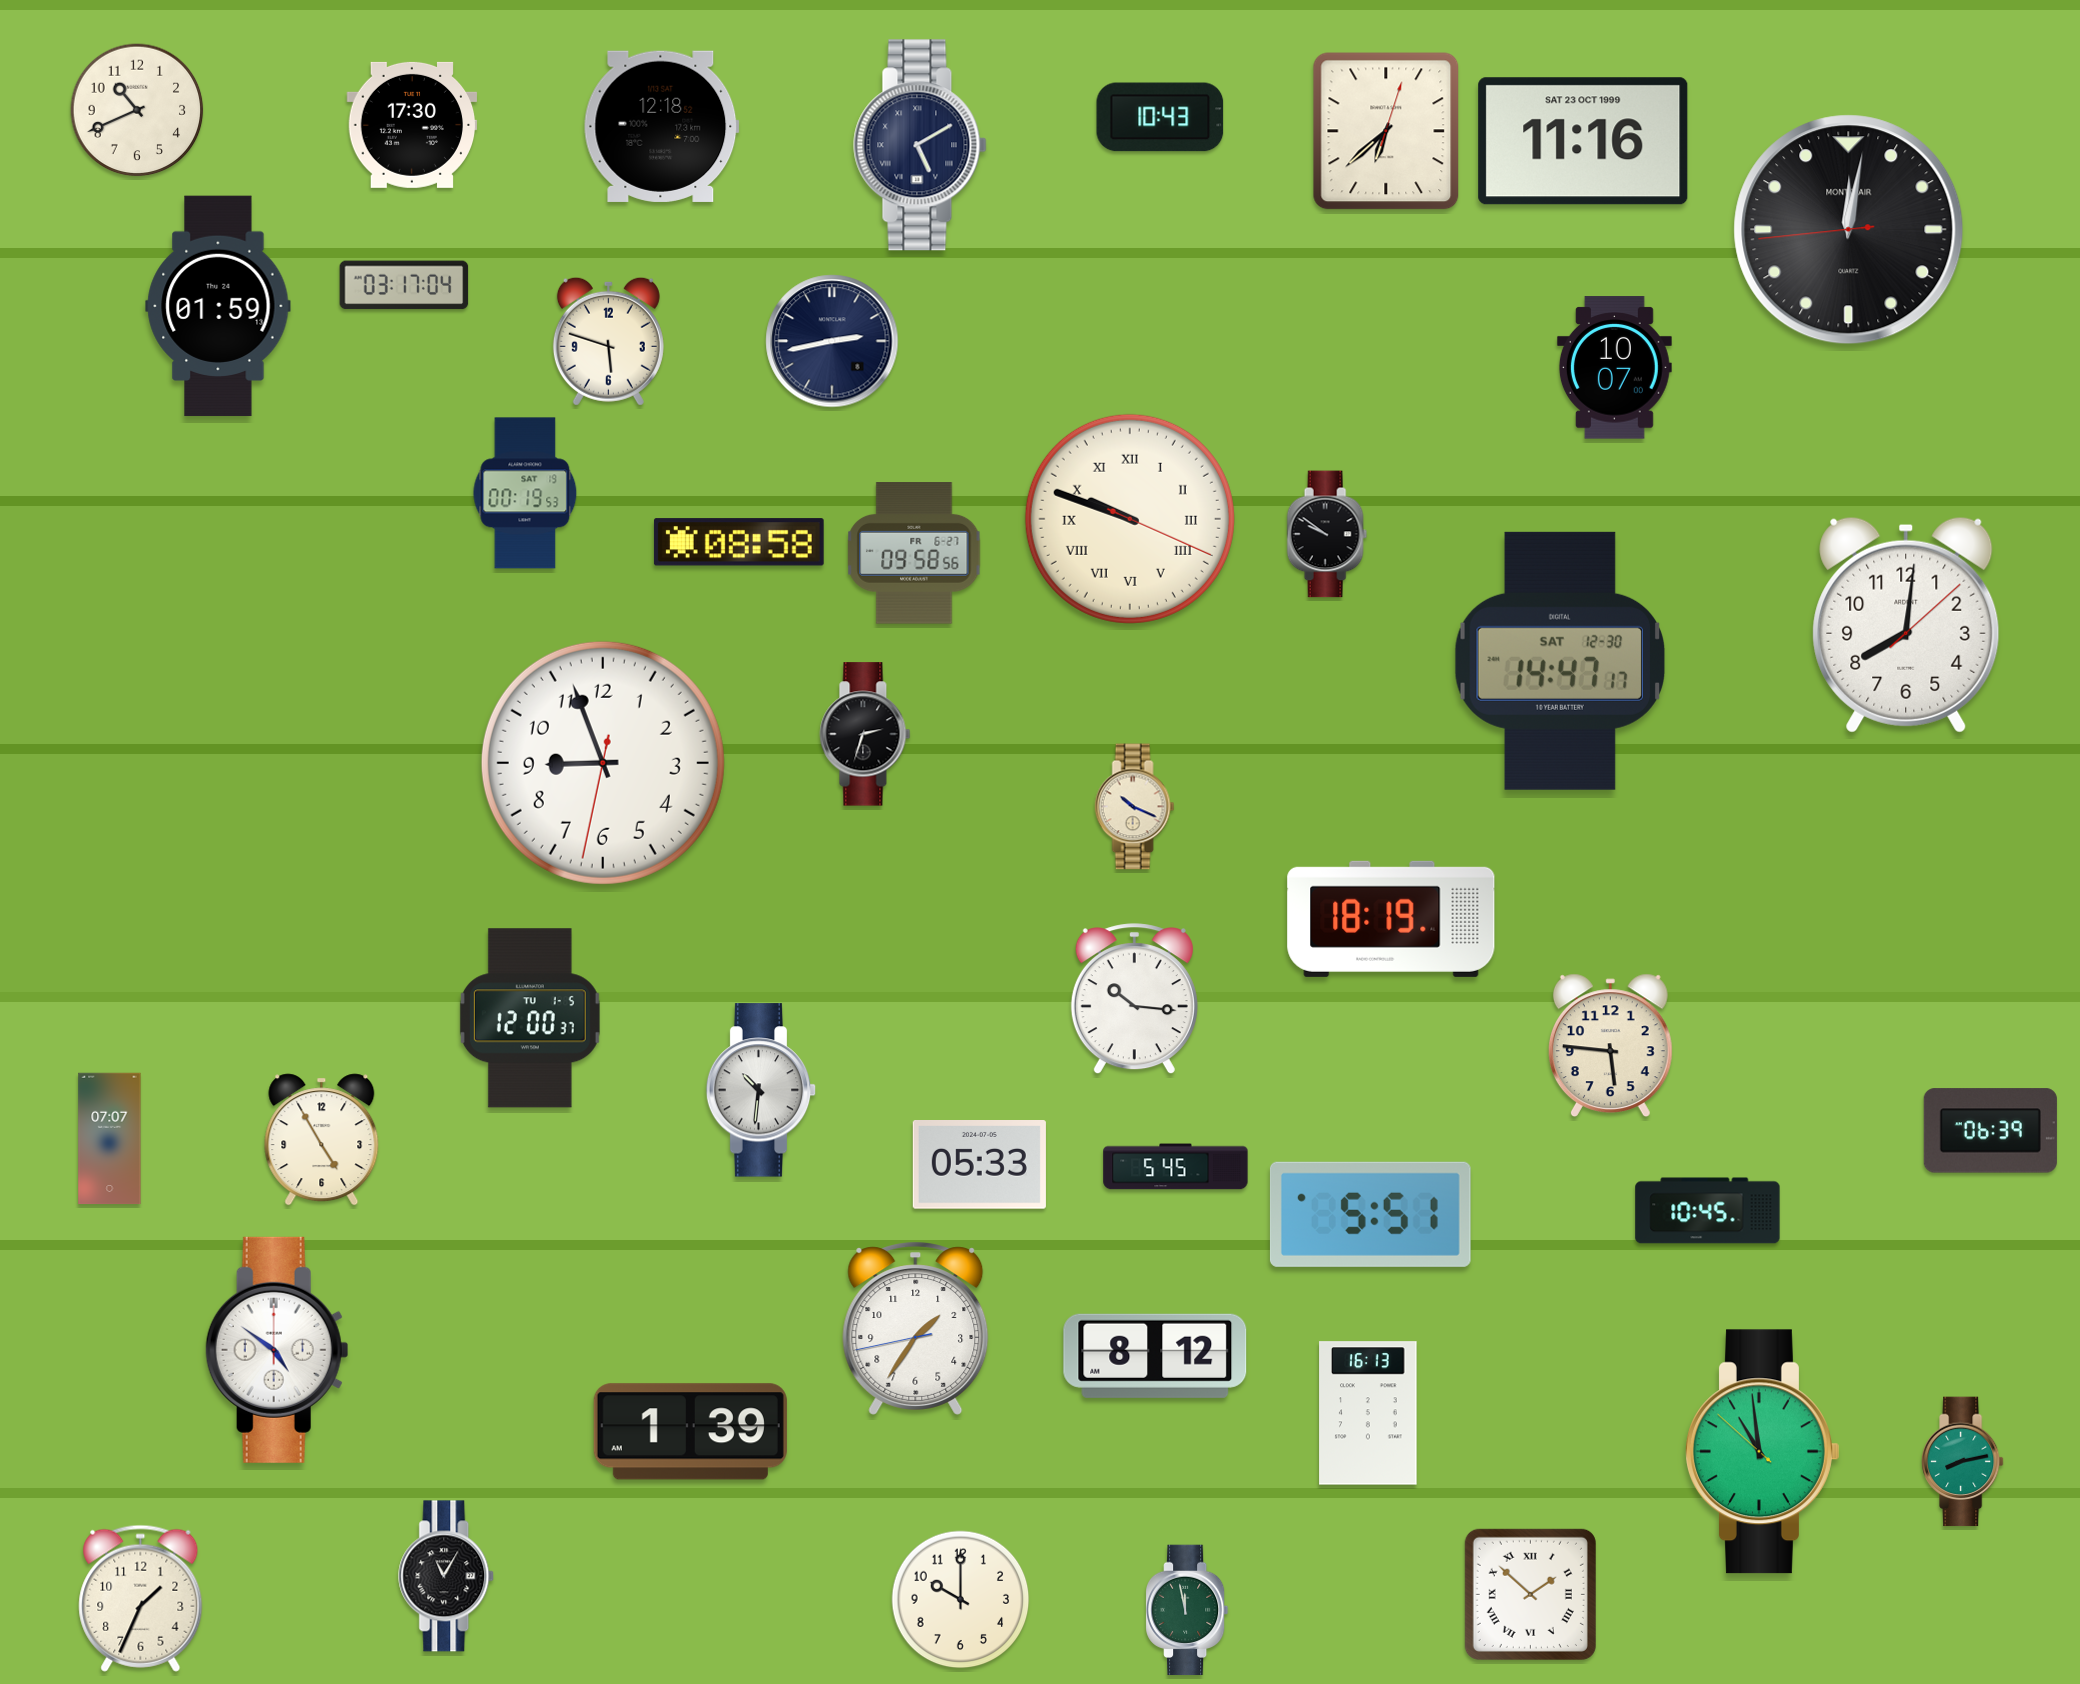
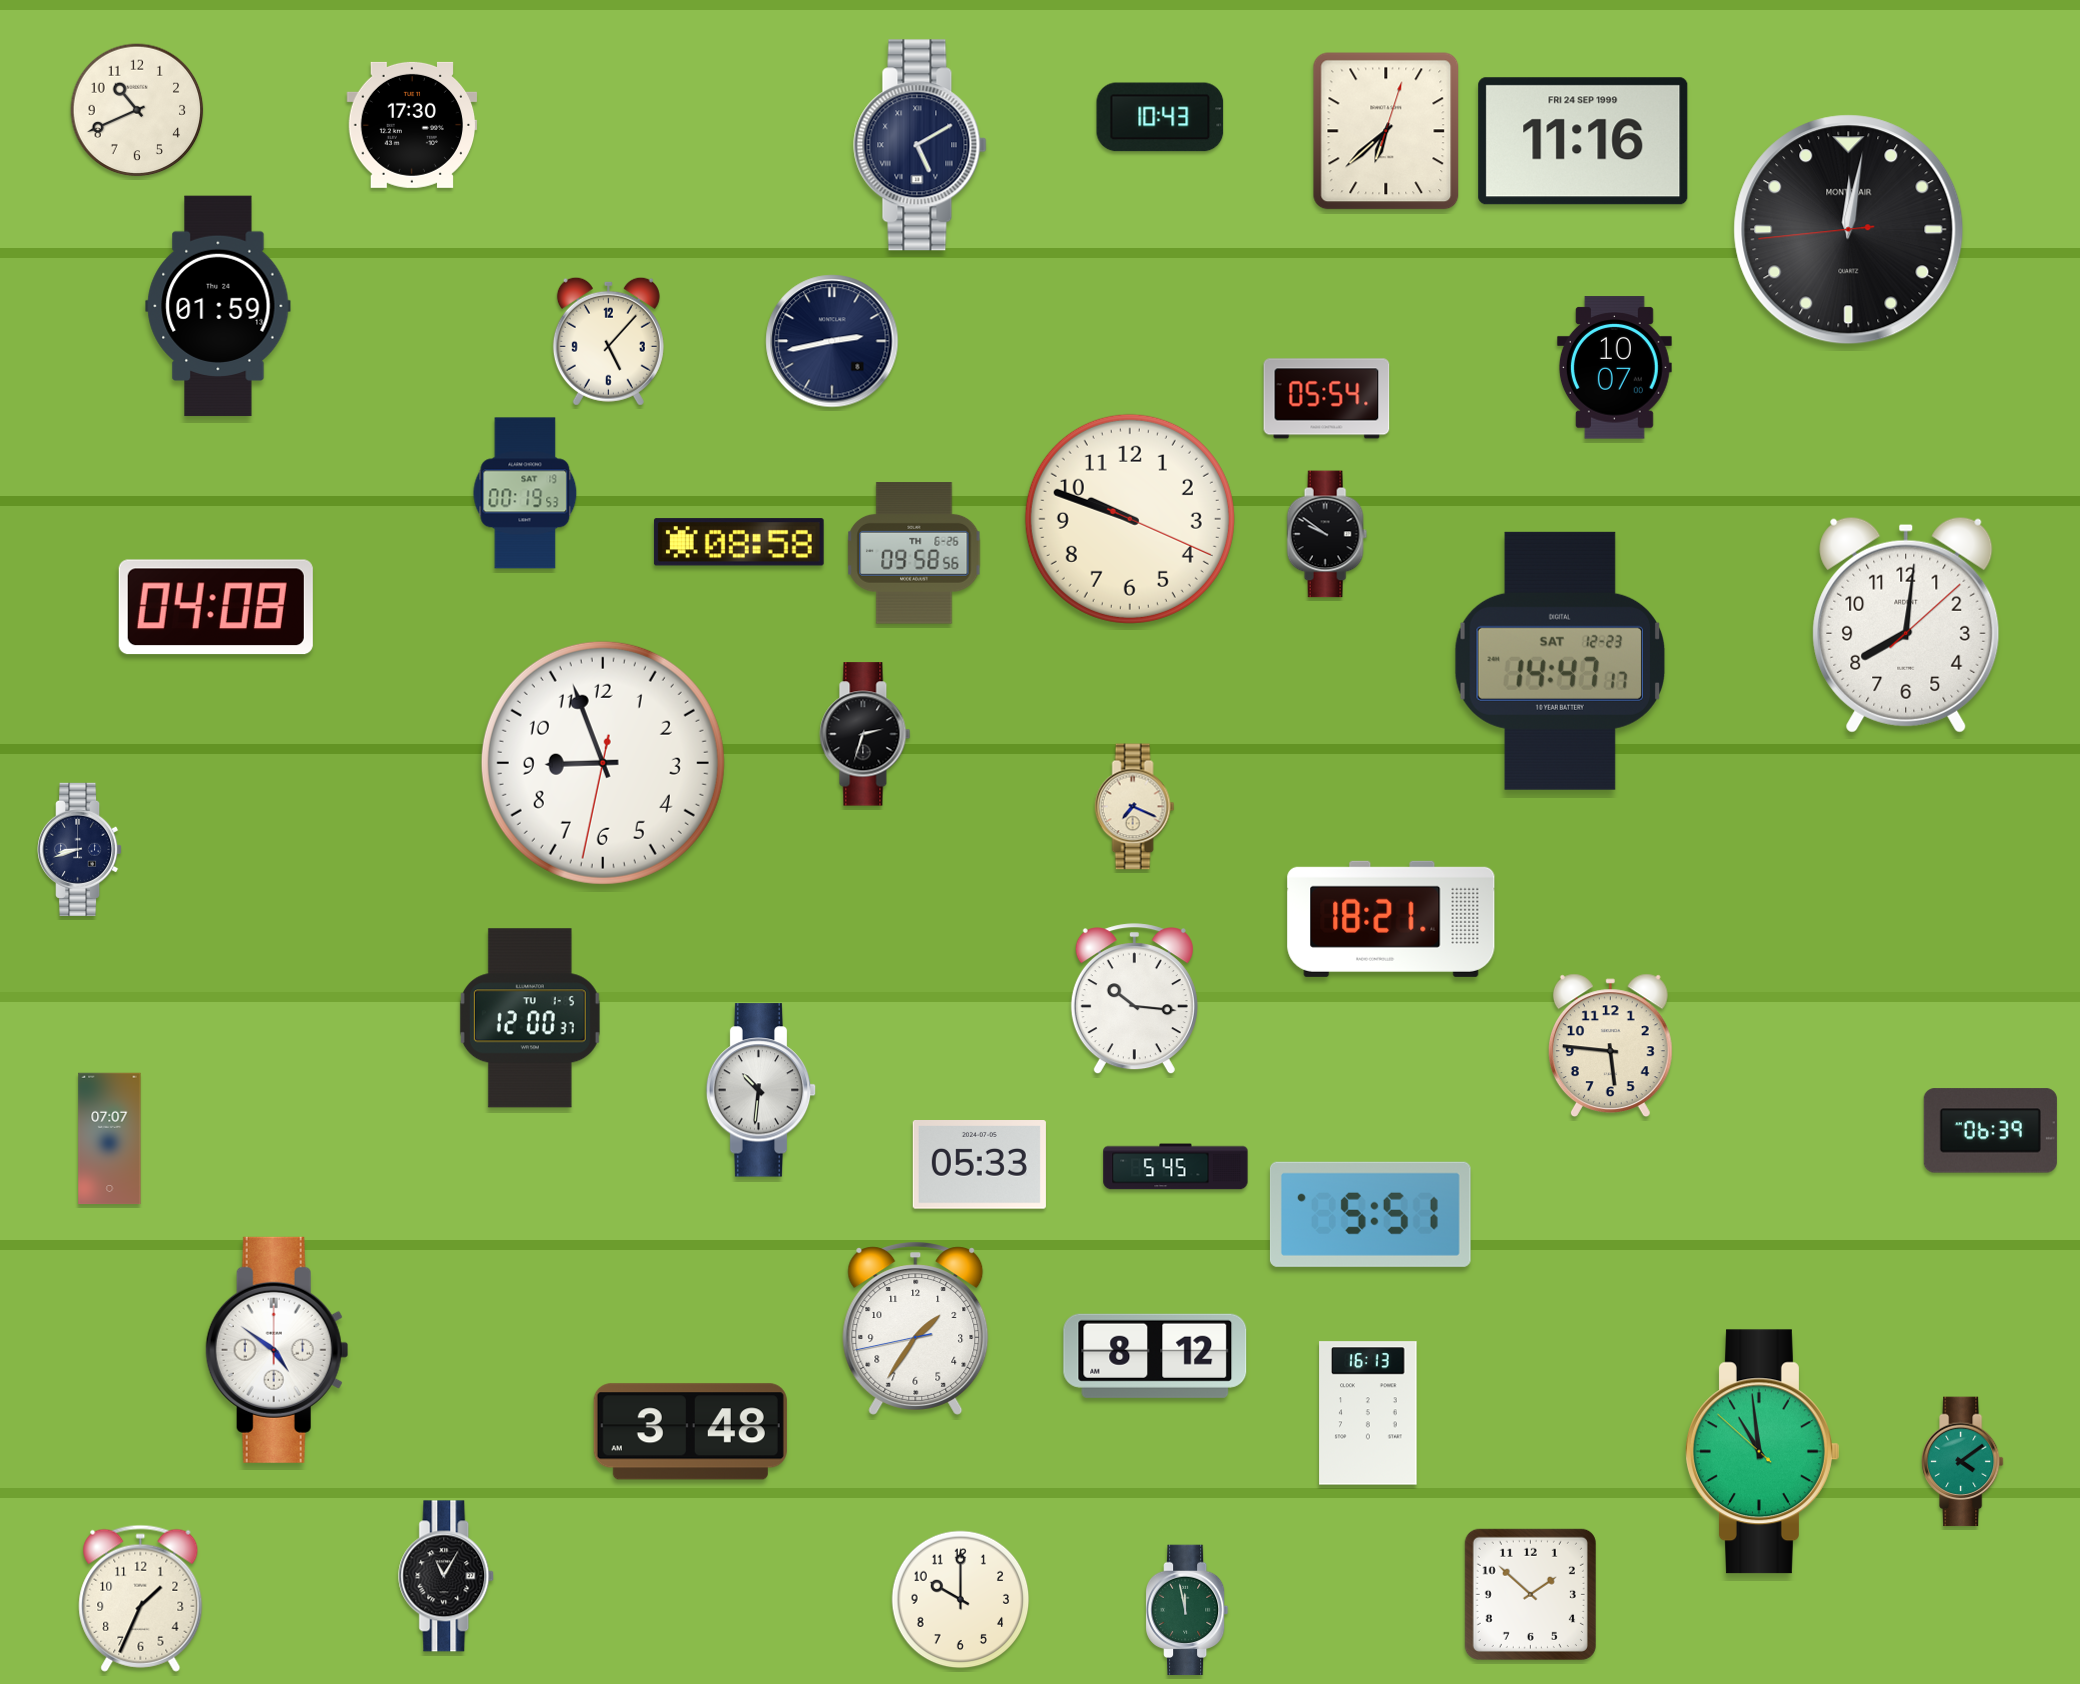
clock at (661, 126): 12:18 -> none
clock at (1583, 141) date: SAT 23 OCT 1999 -> FRI 24 SEP 1999
clock at (404, 285): 03:17 -> none
clock at (608, 341): 5:48 -> 5:07
clock at (1327, 399): none -> 05:54
clock at (1130, 519) numerals: Roman -> Arabic
clock at (914, 553) date: FR 6-27 -> TH 6-26
clock at (216, 607): none -> 04:08
clock at (1559, 661) date: SAT 12-30 -> SAT 12-23
clock at (1135, 807): 10:19 -> 7:19
clock at (81, 849): none -> 8:42
clock at (1391, 919): 18:19 -> 18:21
clock at (322, 1140): 4:55 -> none
clock at (1708, 1211): 10:45 -> none
clock at (690, 1432): 1:39 -> 3:48
clock at (1962, 1462): 8:13 -> 4:09
clock at (1530, 1594) numerals: Roman -> Arabic
